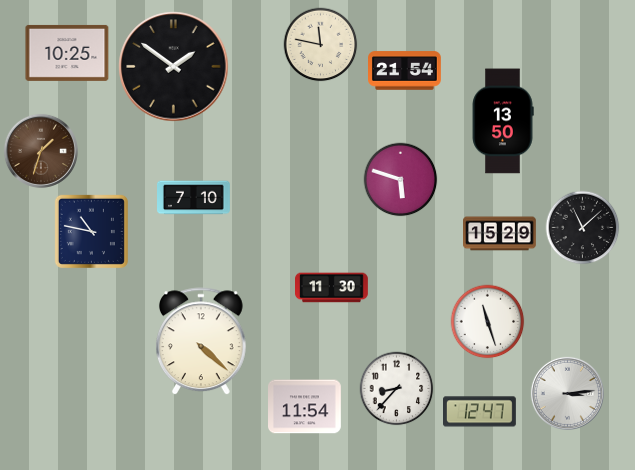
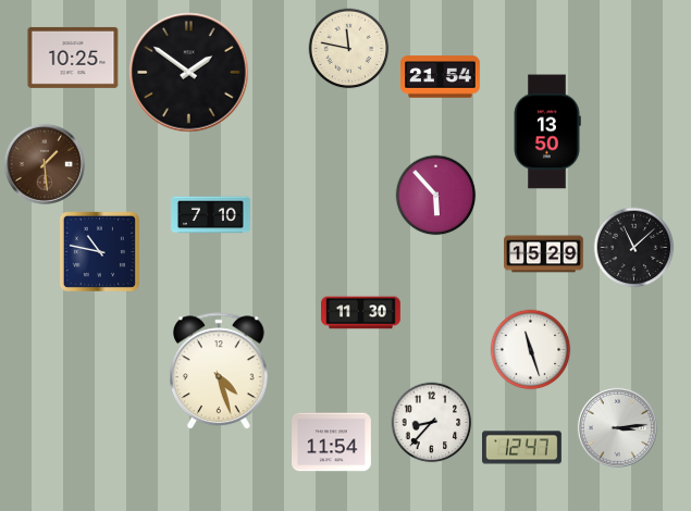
clock at (41, 151): 1:33 -> 1:29
clock at (401, 180): 5:48 -> 5:53
clock at (201, 342): 4:22 -> 4:27
